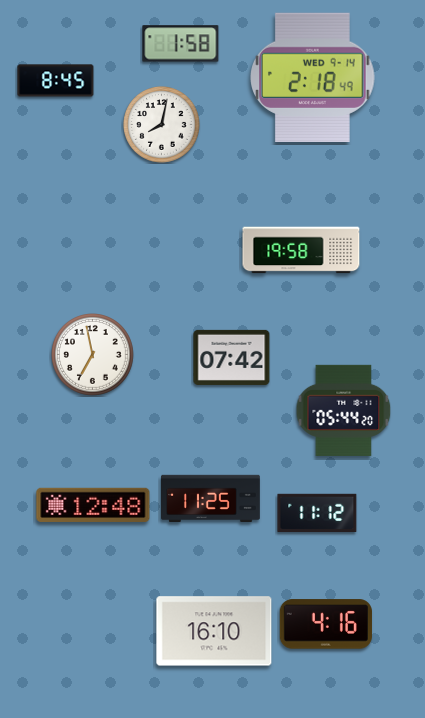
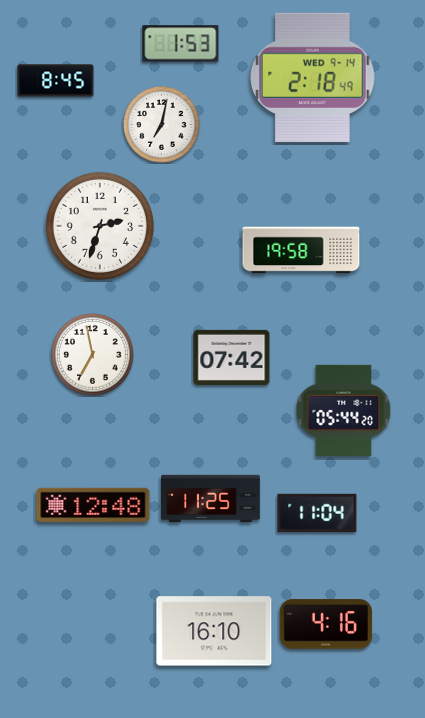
clock at (181, 44): 1:58 -> 1:53
clock at (162, 125): 8:02 -> 7:02
clock at (100, 226): none -> 2:33
clock at (317, 512): 11:12 -> 11:04
